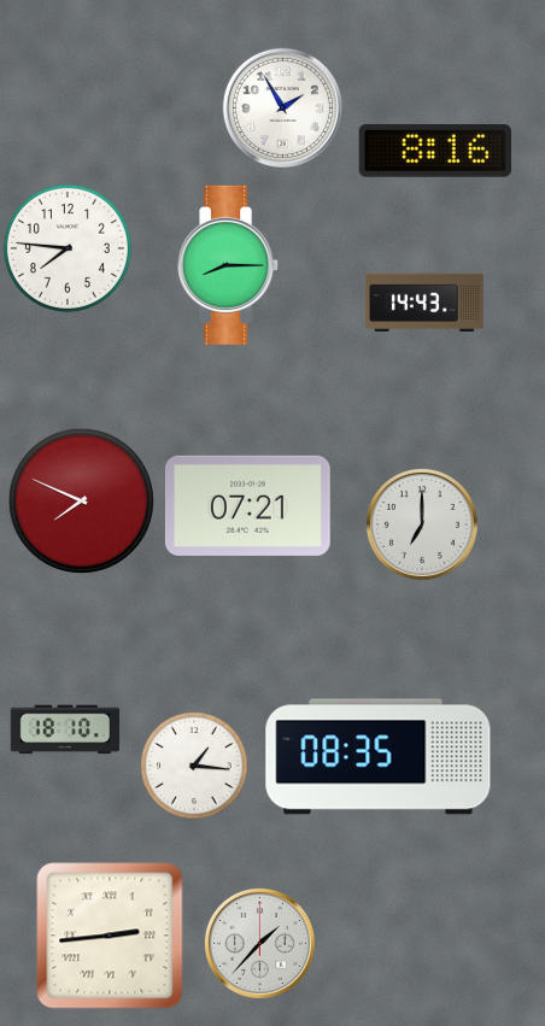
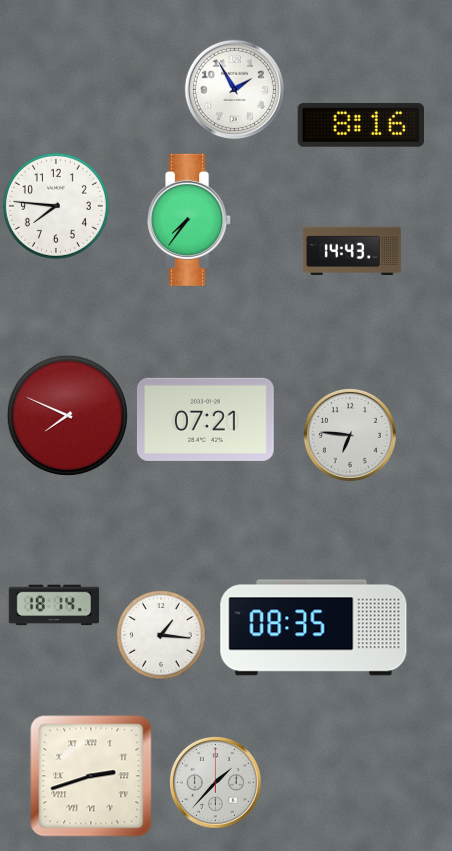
clock at (229, 265): 8:15 -> 7:36
clock at (422, 524): 7:00 -> 6:46
clock at (65, 729): 18:10 -> 18:14
clock at (110, 936): 2:44 -> 2:42
